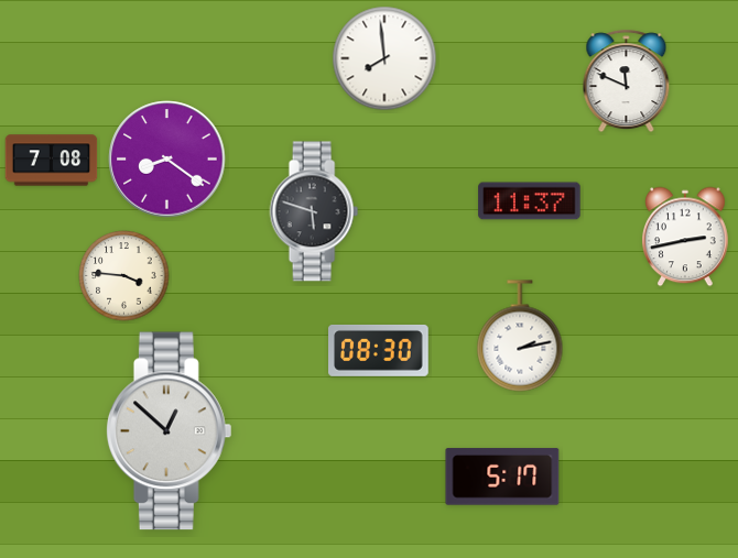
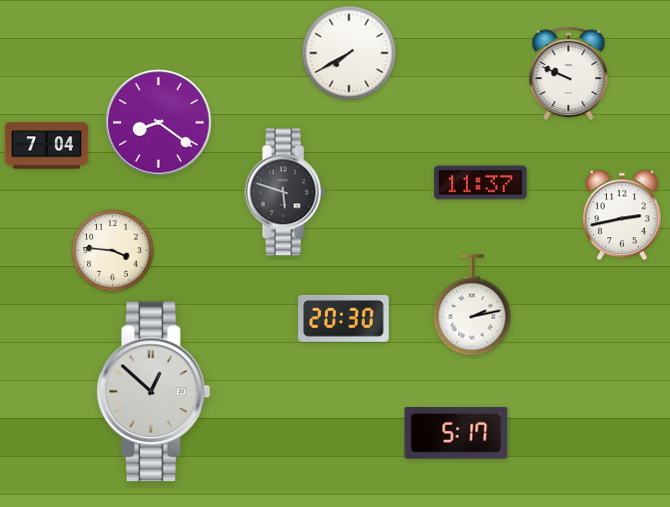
clock at (384, 58): 7:59 -> 7:40
clock at (627, 81): 11:49 -> 9:49
clock at (167, 160) position: (167, 160) -> (159, 123)
clock at (52, 161): 7:08 -> 7:04
clock at (379, 350): 08:30 -> 20:30
